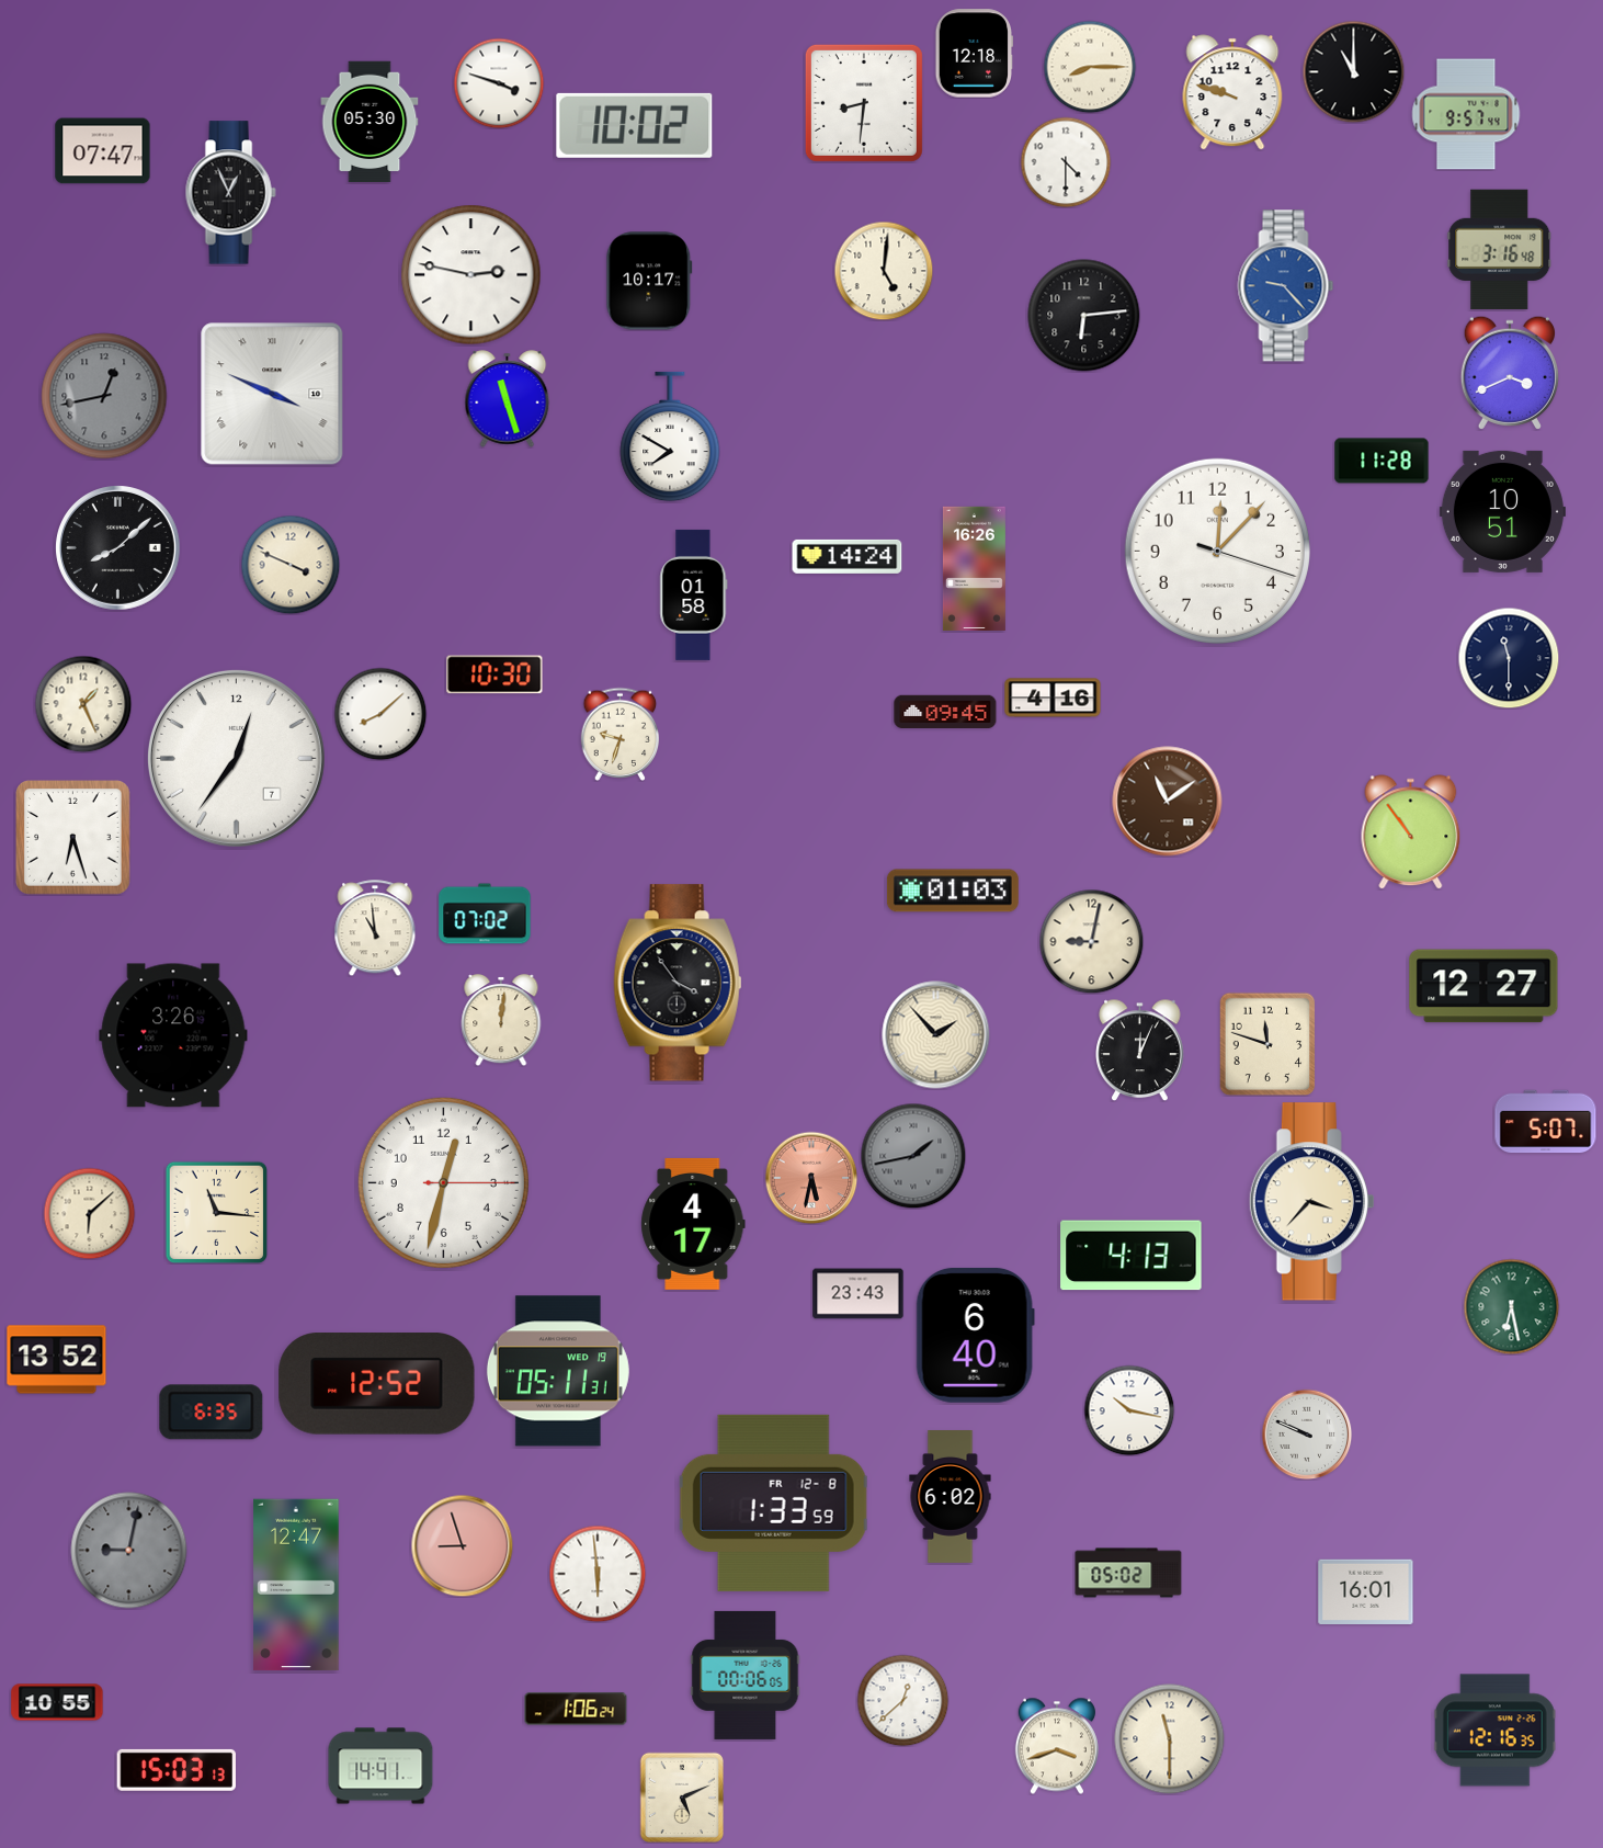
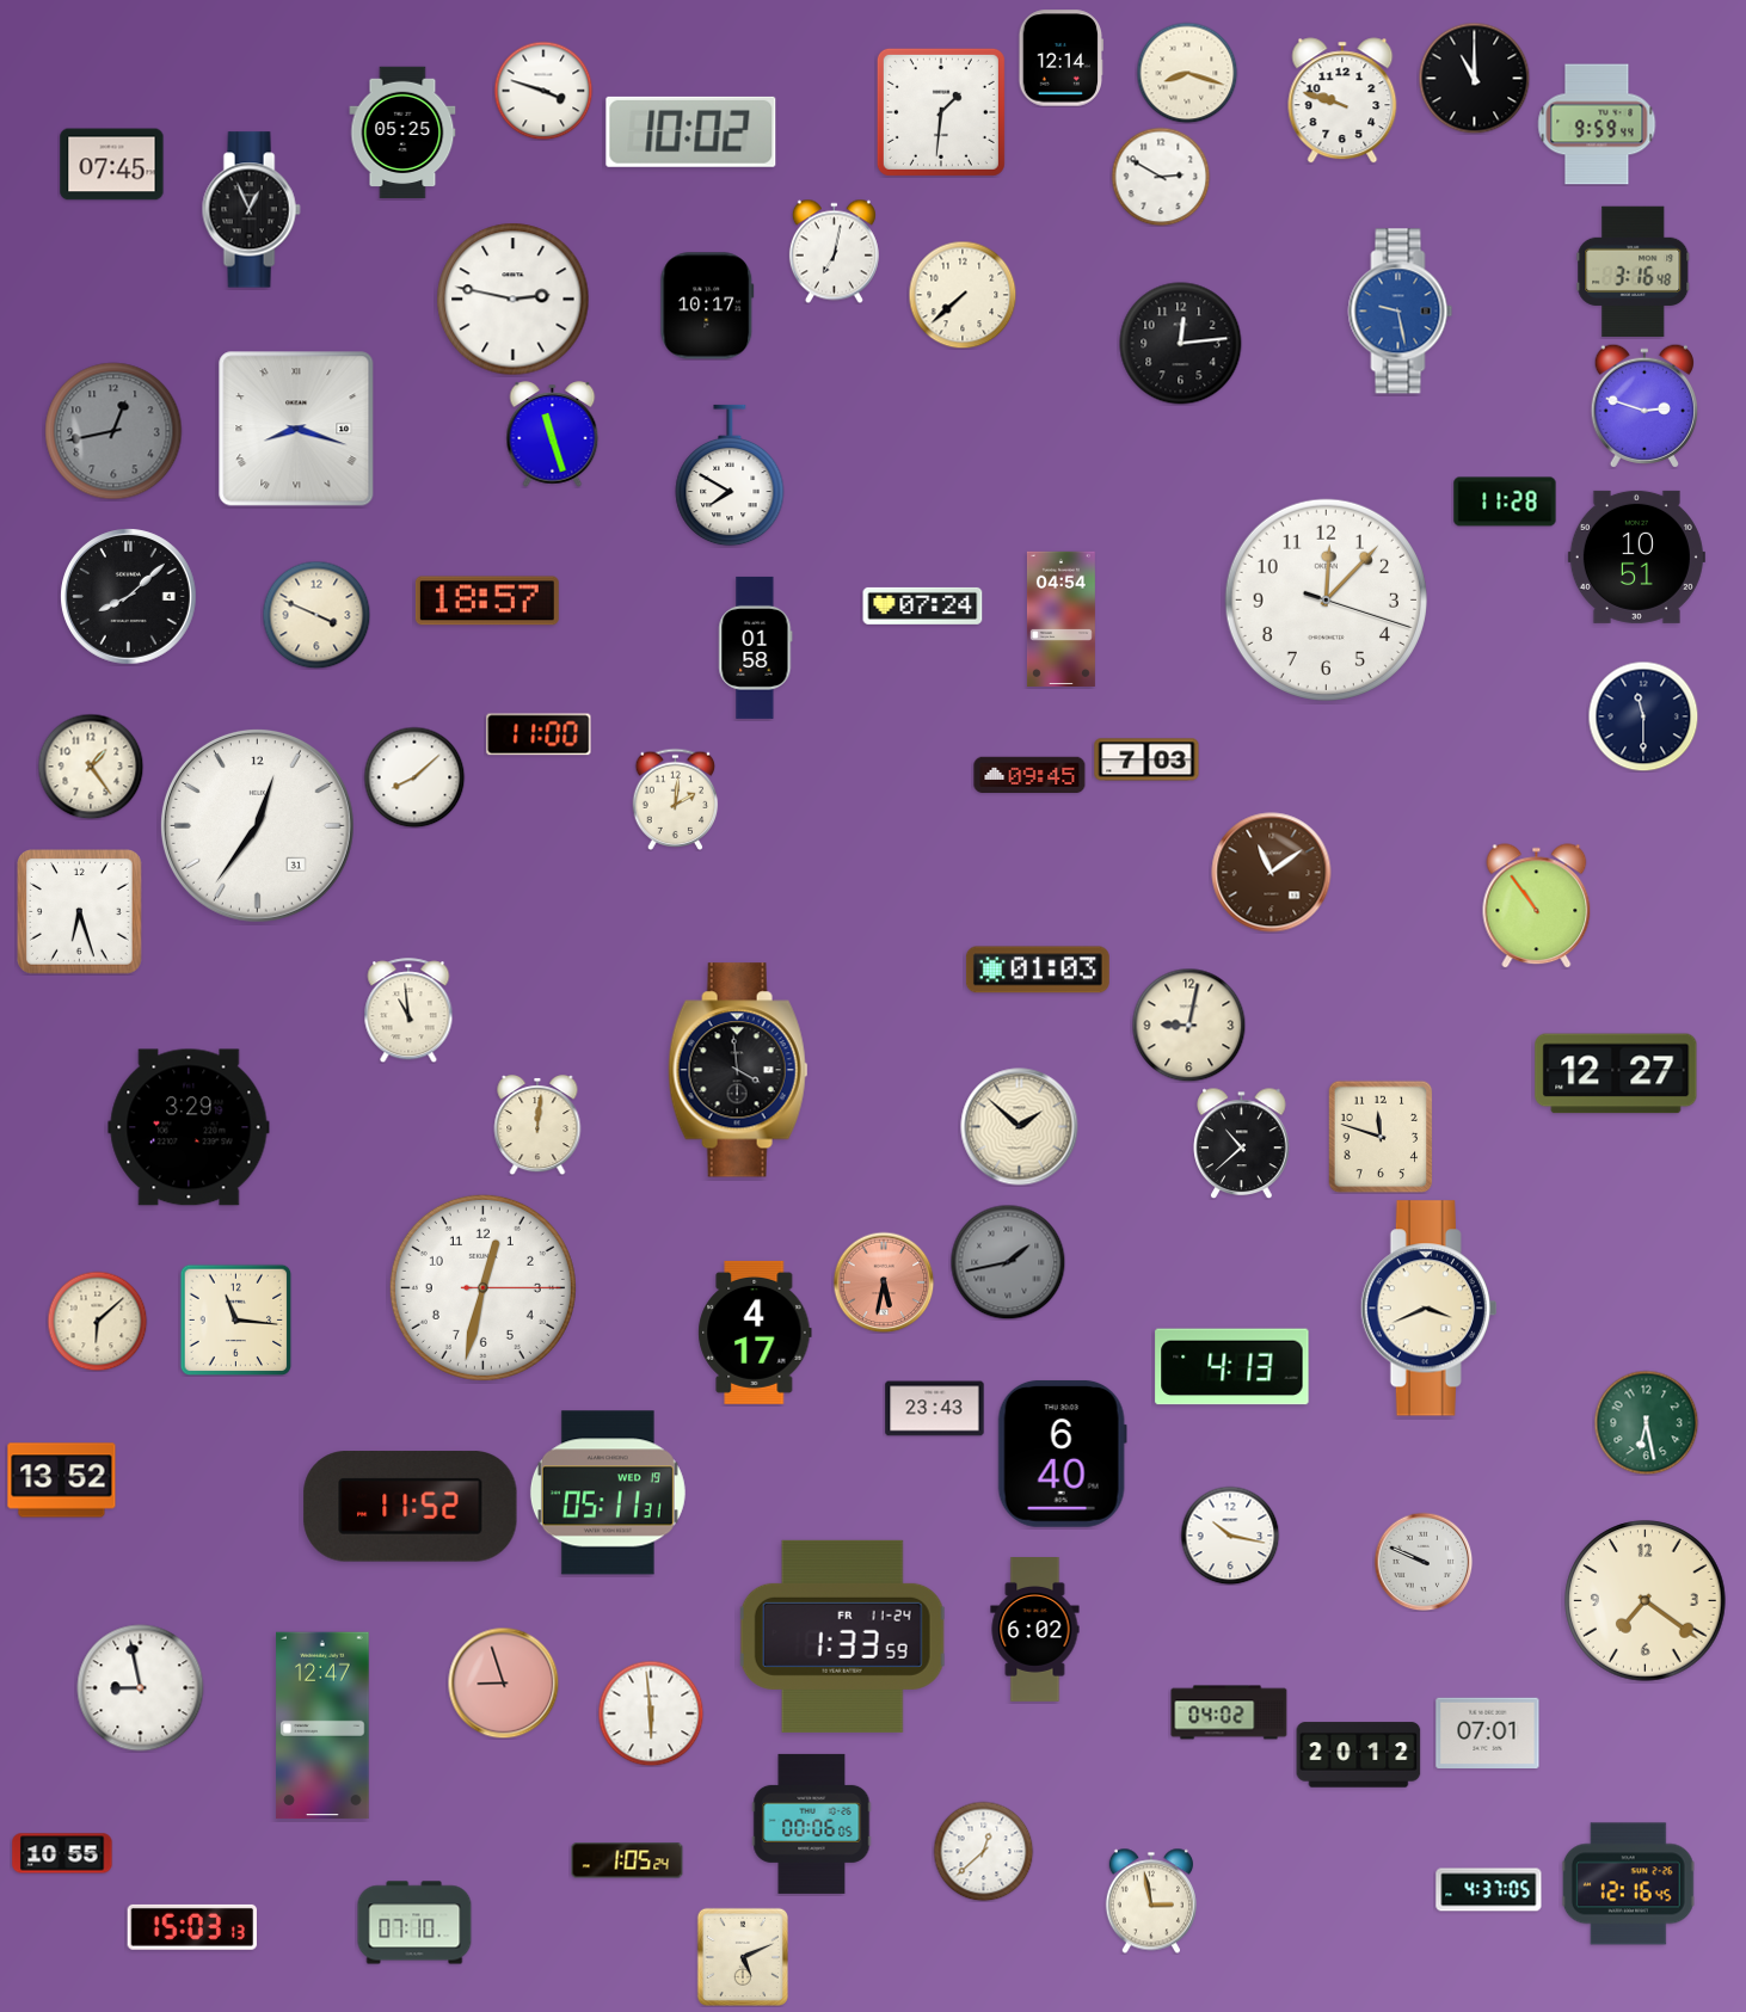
clock at (975, 54): 12:18 -> 12:14
clock at (1090, 67): 8:15 -> 8:18
clock at (864, 103): 8:31 -> 1:31
clock at (1466, 114): 9:57 -> 9:59
clock at (370, 122): 05:30 -> 05:25
clock at (635, 125) position: (635, 125) -> (691, 131)
clock at (103, 151): 07:47 -> 07:45
clock at (1066, 162): 4:30 -> 2:50
clock at (834, 251): none -> 7:02
clock at (884, 271): 5:01 -> 7:38
clock at (1286, 286): 9:23 -> 9:28
clock at (1084, 316): 6:14 -> 12:14
clock at (1509, 373): 3:41 -> 2:48
clock at (272, 394): 3:49 -> 8:18
clock at (487, 601): none -> 18:57
clock at (848, 556): 14:24 -> 07:24
clock at (974, 568): 16:26 -> 04:54
clock at (494, 674): 10:30 -> 11:00
clock at (1053, 698): 4:16 -> 7:03
clock at (83, 704): 1:26 -> 1:24
clock at (621, 734): 9:33 -> 2:01
clock at (236, 758) date: 7 -> 31
clock at (485, 914): 07:02 -> none
clock at (678, 983): 3:54 -> 3:59
clock at (501, 1021) position: (501, 1021) -> (537, 1126)
clock at (173, 1035): 3:26 -> 3:29
clock at (936, 1035): 1:53 -> 1:52
clock at (1140, 1050): 12:04 -> 10:38
clock at (1546, 1122): 5:07 -> none
clock at (913, 1156) position: (913, 1156) -> (1008, 1262)
clock at (1311, 1202): 3:37 -> 3:41
clock at (377, 1384): 12:52 -> 11:52
clock at (212, 1413): 6:35 -> none
clock at (1646, 1601): none -> 7:21
clock at (774, 1503) date: FR 12-8 -> FR 11-24
clock at (129, 1551): 9:02 -> 8:58
clock at (129, 1551) dial: grey -> white
clock at (1128, 1573): 05:02 -> 04:02
clock at (1366, 1591): 16:01 -> 07:01
clock at (1359, 1755): none -> 20:12
clock at (576, 1709): 1:06 -> 1:05
clock at (1494, 1731): 12:16:35 -> 12:16:45
clock at (1489, 1890): none -> 4:37
clock at (1170, 1739): 11:30 -> none
clock at (1057, 1746): 3:42 -> 2:58
clock at (380, 1766): 14:41 -> 07:10
